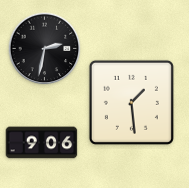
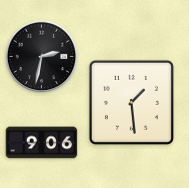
clock at (45, 49) position: (45, 49) -> (42, 57)
